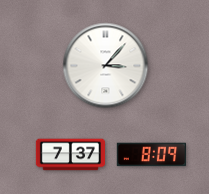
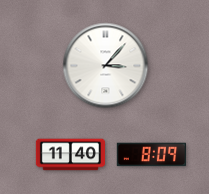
clock at (71, 155): 7:37 -> 11:40
